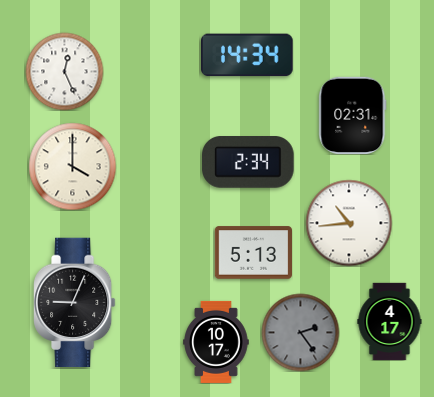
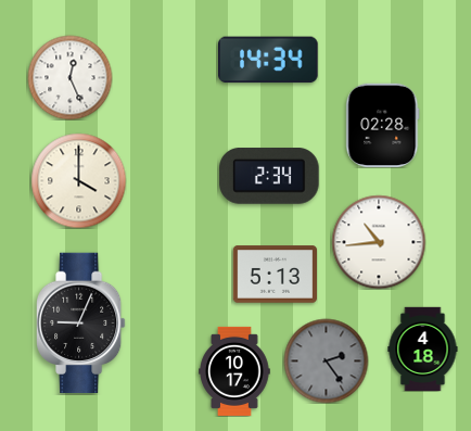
clock at (353, 115): 02:31 -> 02:28
clock at (75, 303) position: (75, 303) -> (81, 324)
clock at (390, 321): 4:17 -> 4:18
